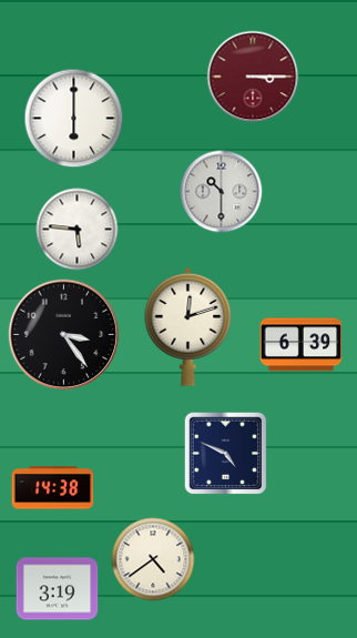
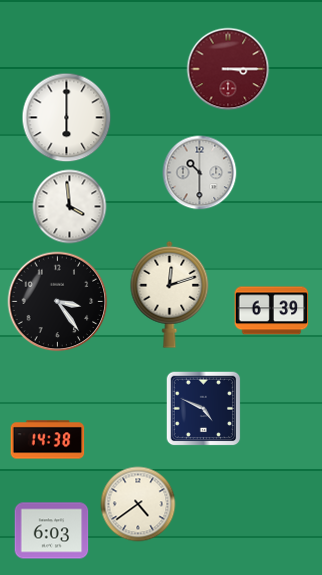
clock at (74, 119) position: (74, 119) -> (67, 118)
clock at (78, 230): 5:46 -> 3:59
clock at (58, 589): 3:19 -> 6:03
